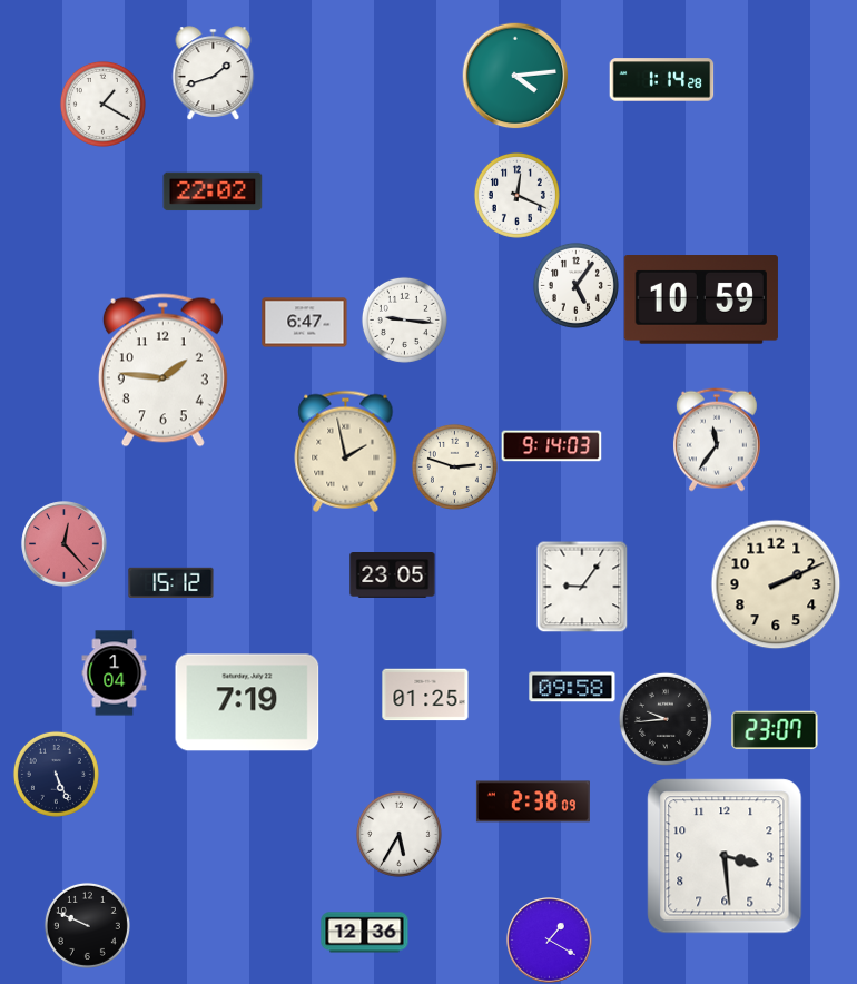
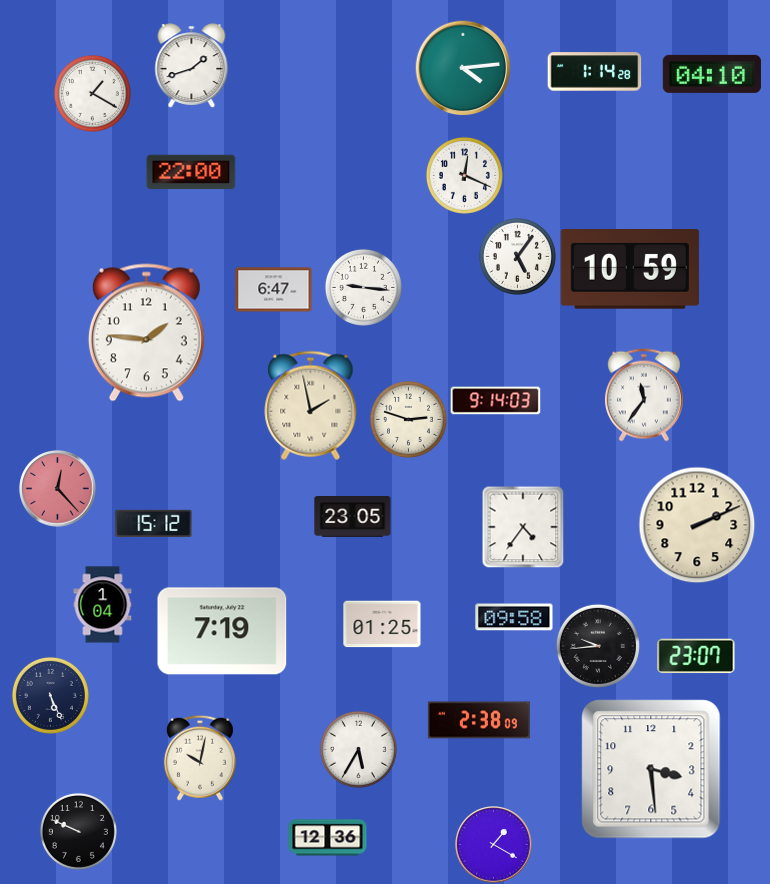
clock at (712, 74): none -> 04:10
clock at (213, 191): 22:02 -> 22:00
clock at (582, 587): 9:06 -> 4:36
clock at (200, 758): none -> 10:02
